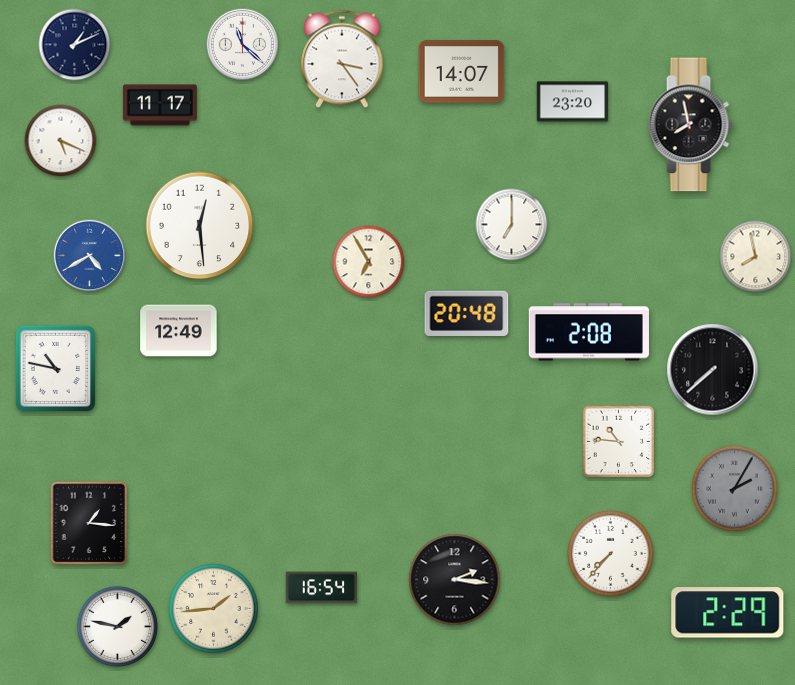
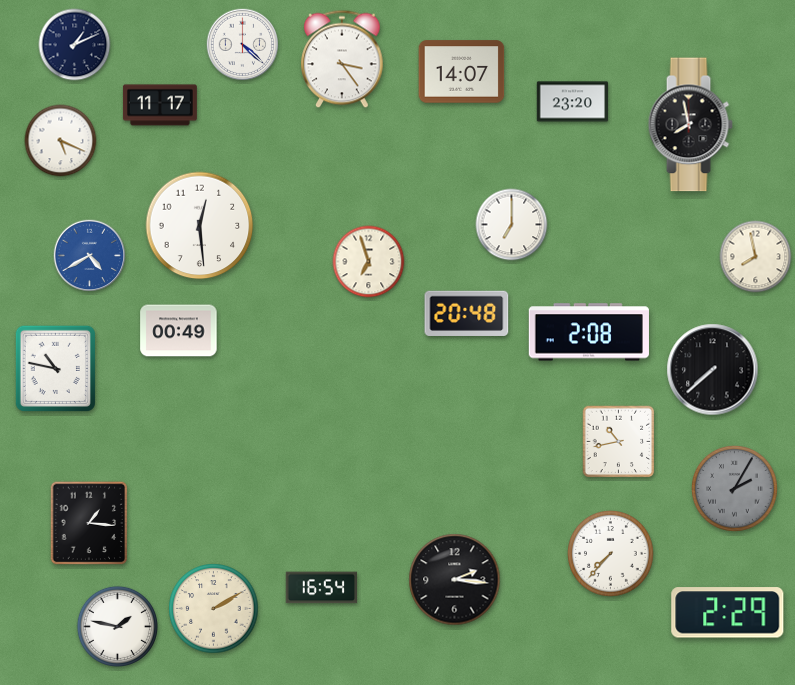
clock at (243, 45): 11:22 -> 4:22
clock at (369, 262): 6:55 -> 6:57
clock at (179, 331): 12:49 -> 00:49
clock at (619, 442): 10:46 -> 10:43
clock at (214, 609): 1:44 -> 2:10
